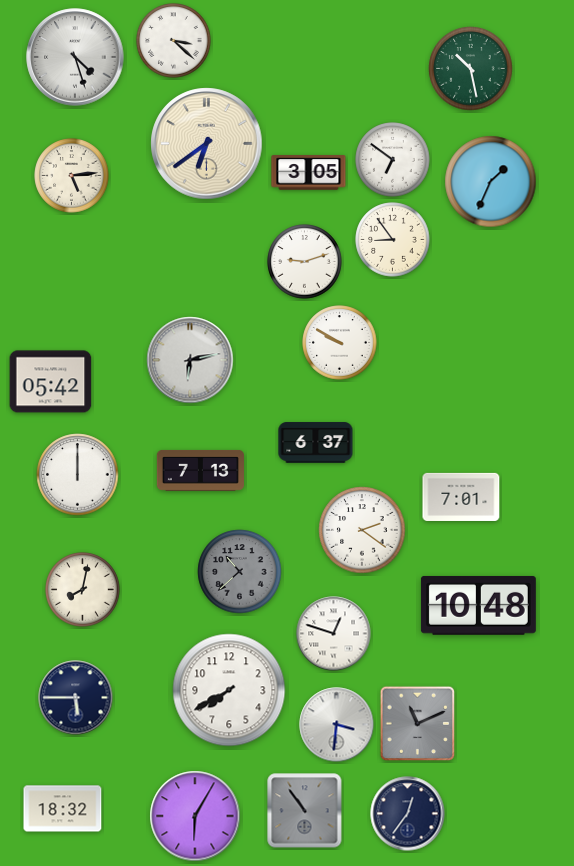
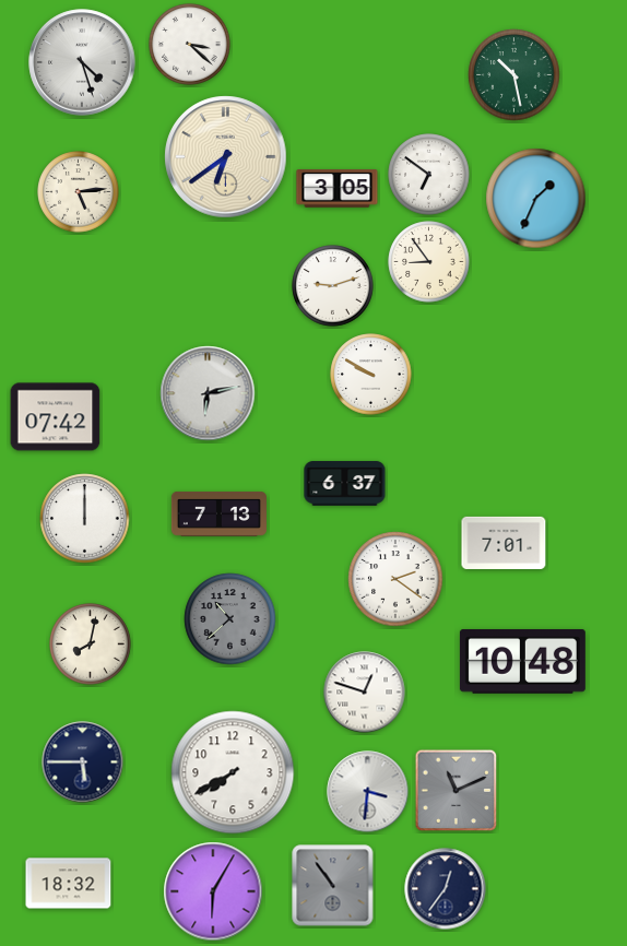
clock at (51, 382): 05:42 -> 07:42
clock at (240, 572) position: (240, 572) -> (230, 619)
clock at (229, 690) position: (229, 690) -> (233, 772)
